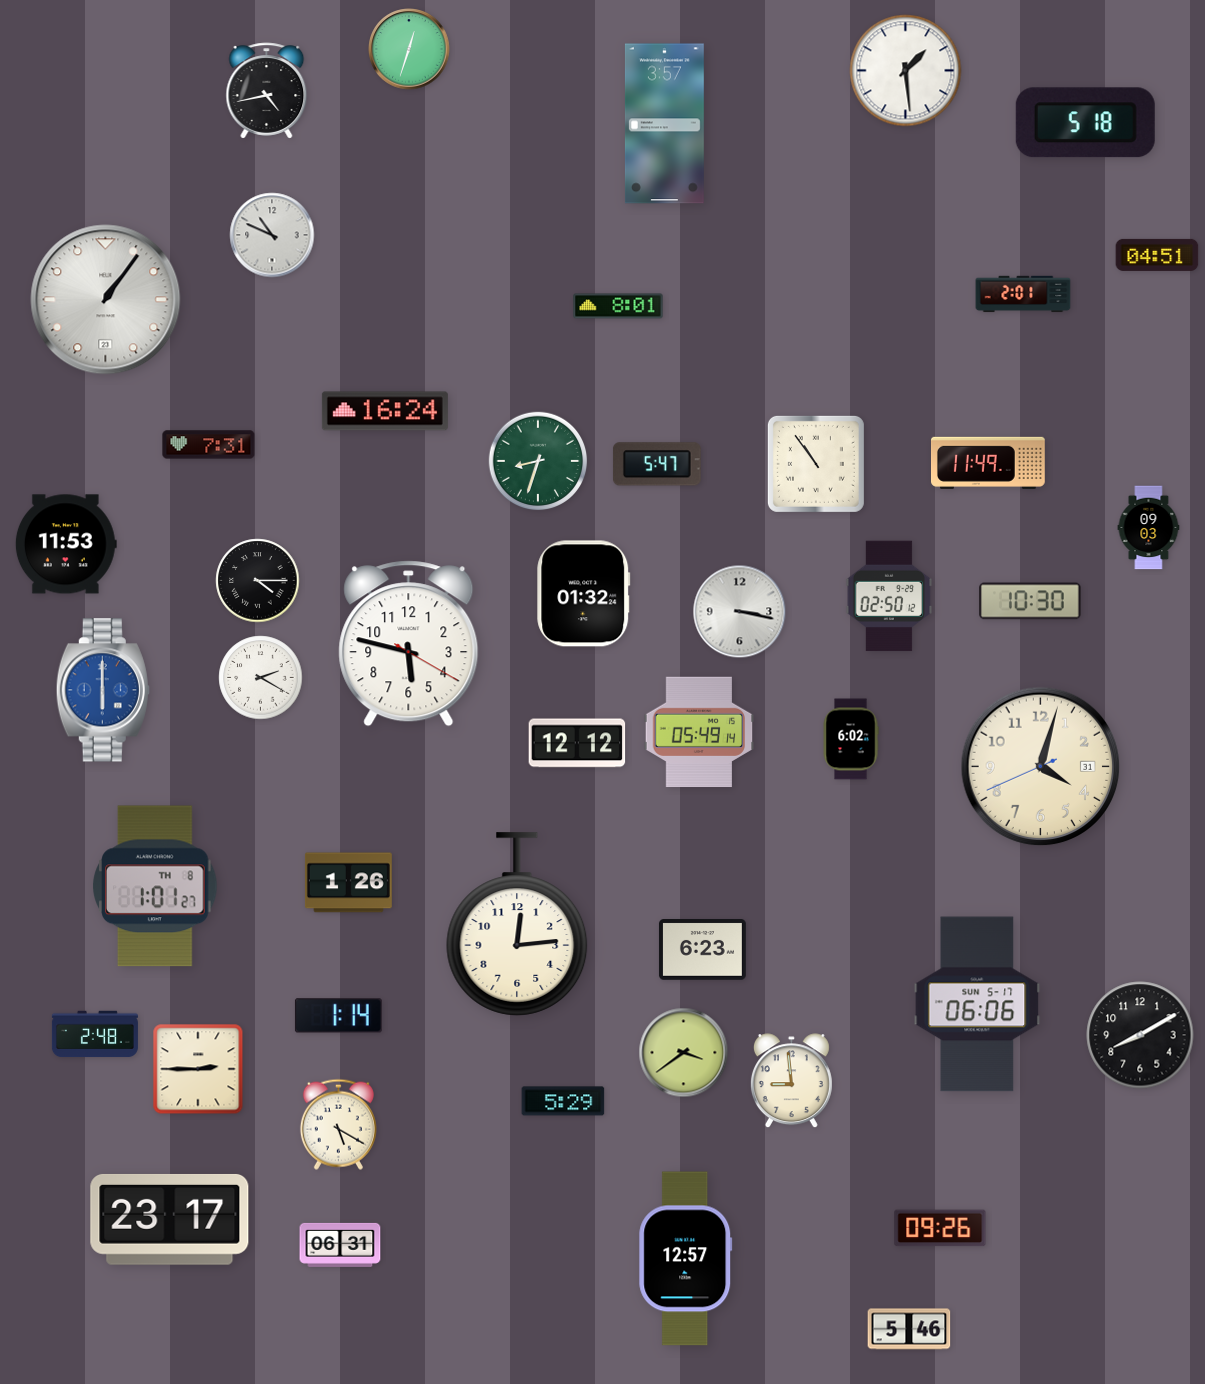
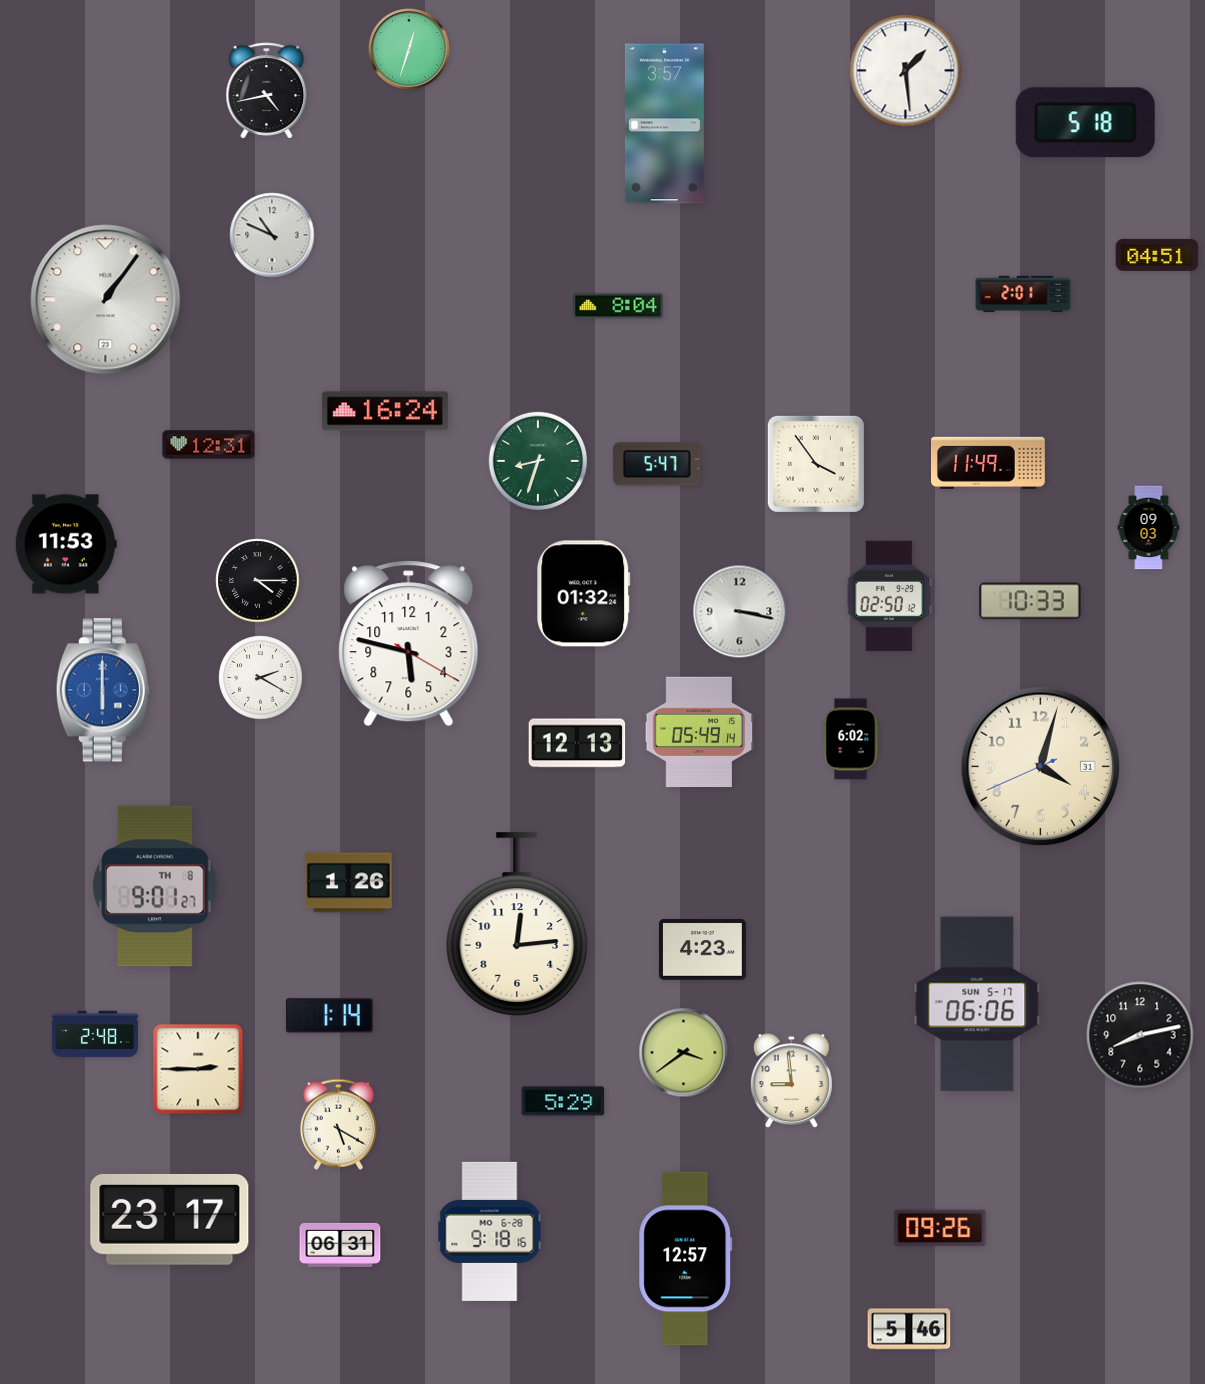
clock at (618, 306): 8:01 -> 8:04
clock at (209, 445): 7:31 -> 12:31
clock at (816, 464): 10:54 -> 3:54
clock at (1030, 601): 10:30 -> 10:33
clock at (577, 743): 12:12 -> 12:13
clock at (155, 886): 1:01 -> 9:01
clock at (702, 950): 6:23 -> 4:23
clock at (338, 1016) position: (338, 1016) -> (329, 1016)
clock at (1140, 1035): 8:10 -> 8:13
clock at (490, 1231): none -> 9:18
